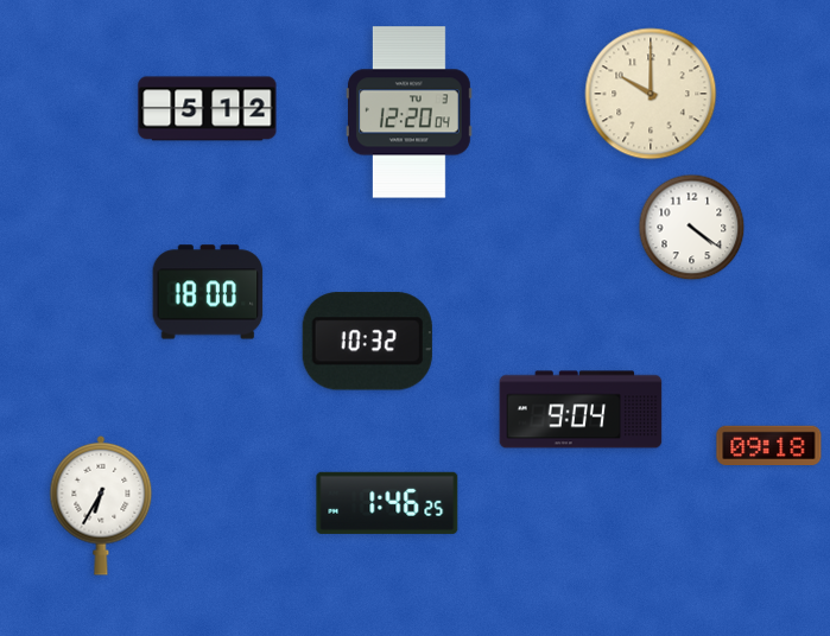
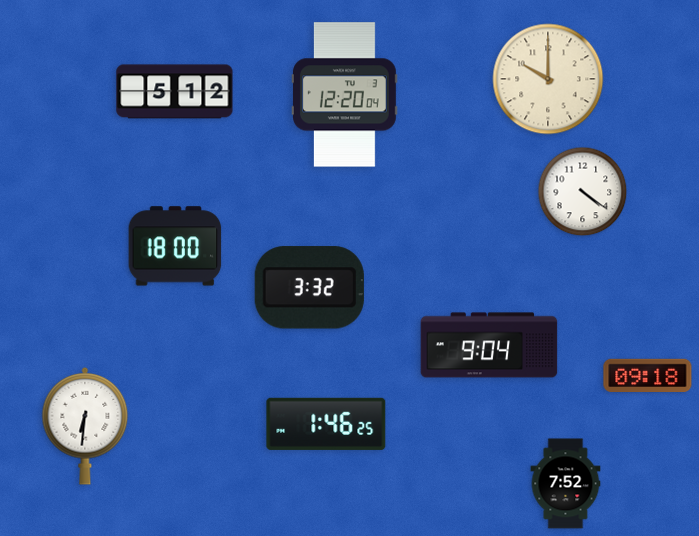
clock at (367, 342): 10:32 -> 3:32
clock at (101, 505): 6:35 -> 6:31
clock at (566, 484): none -> 7:52
